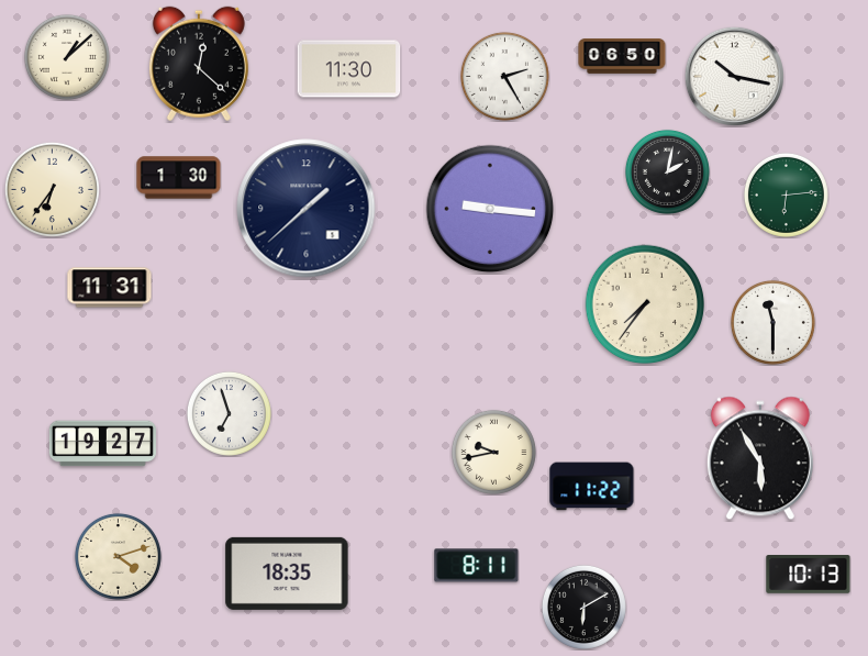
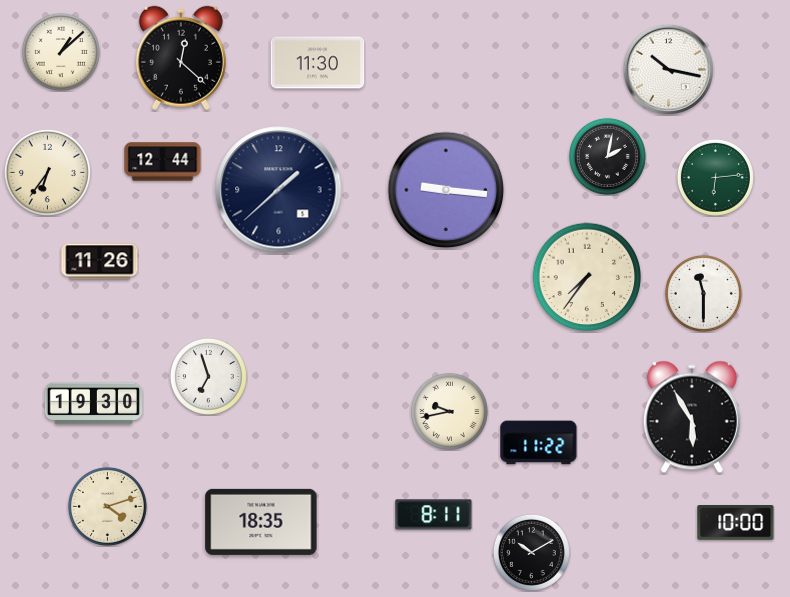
clock at (622, 56): 06:50 -> none
clock at (504, 76): 2:25 -> none
clock at (179, 178): 1:30 -> 12:44
clock at (110, 288): 11:31 -> 11:26
clock at (102, 444): 19:27 -> 19:30
clock at (809, 575): 10:13 -> 10:00
clock at (583, 607): 6:10 -> 10:10
